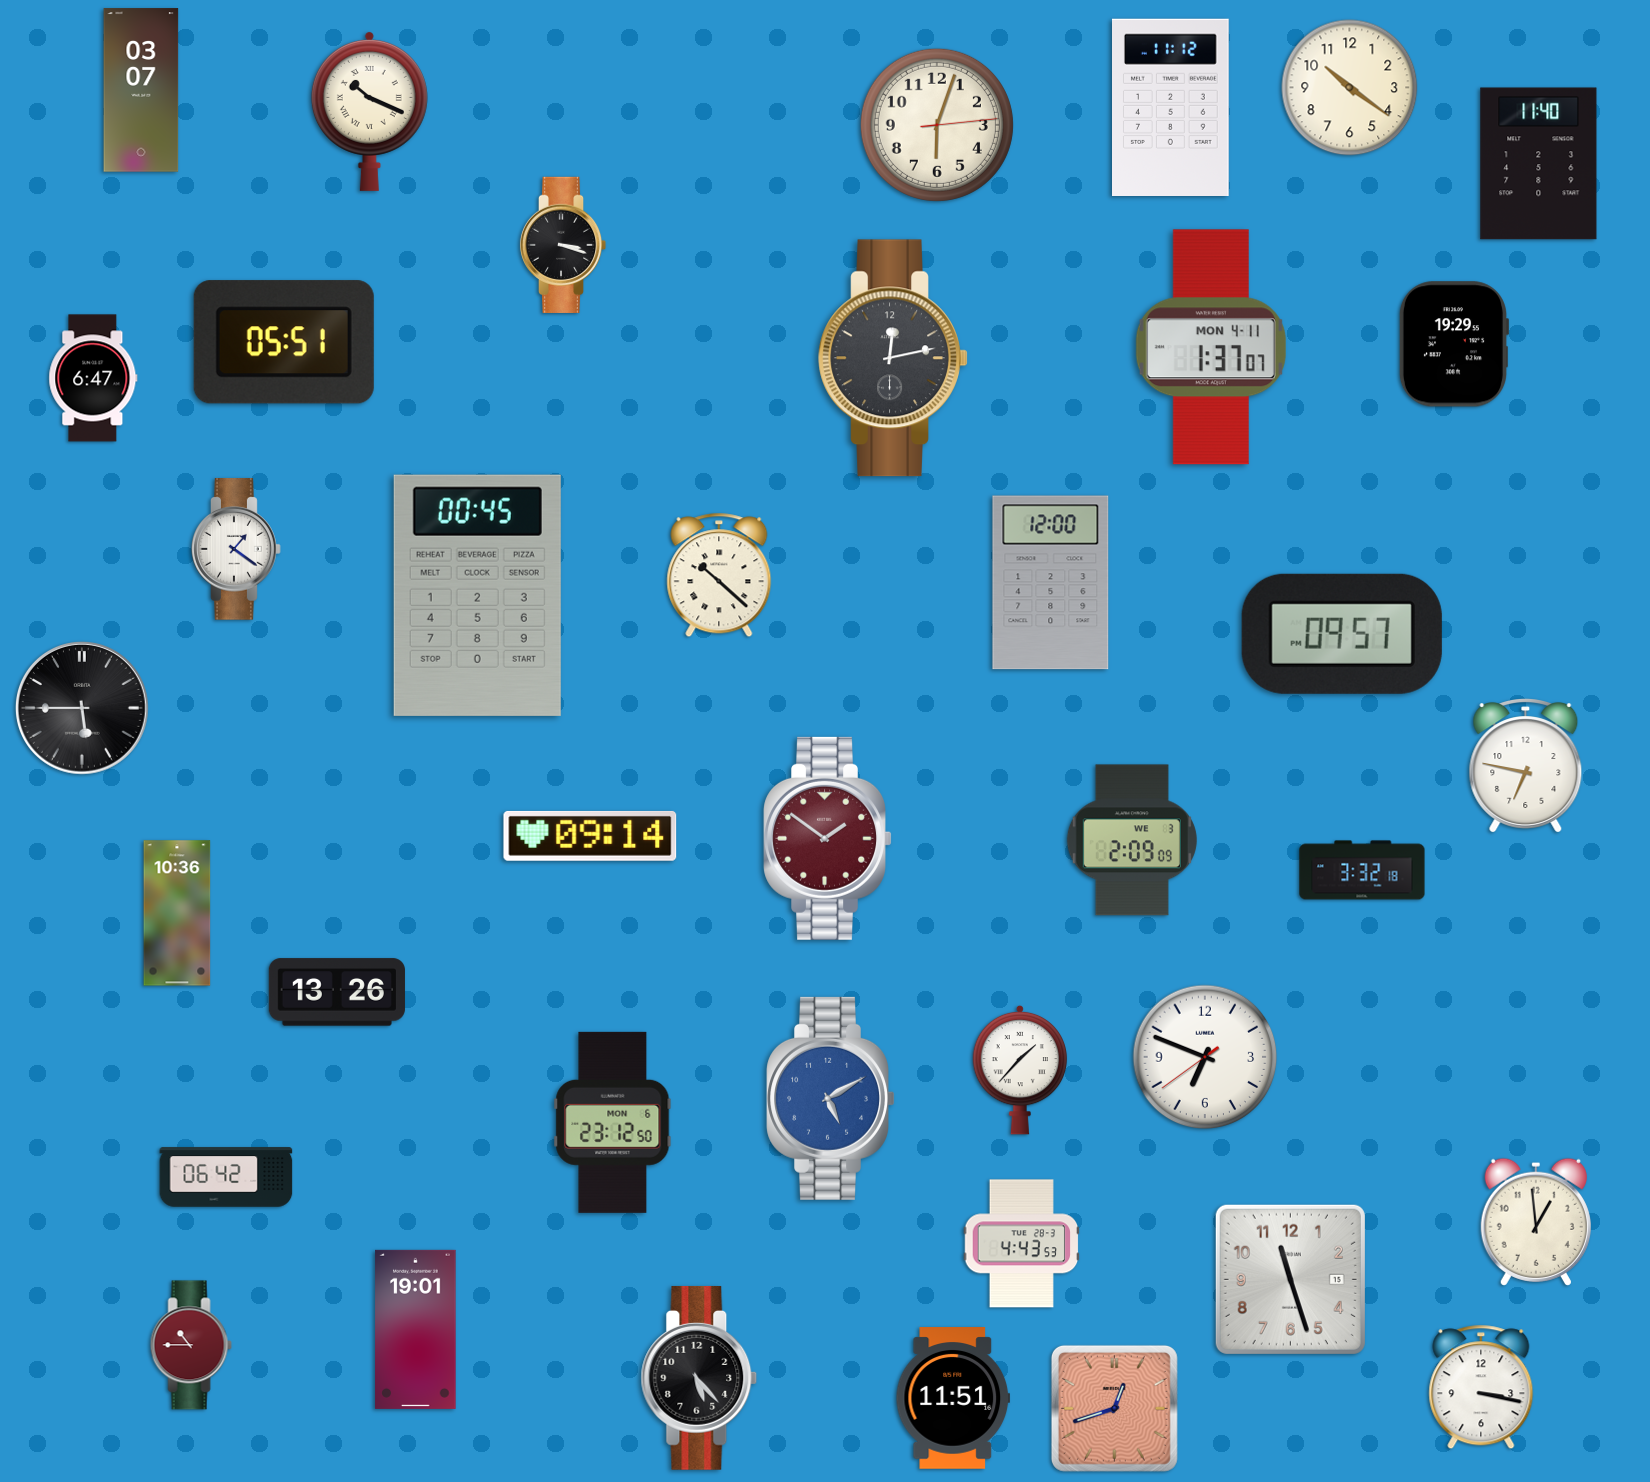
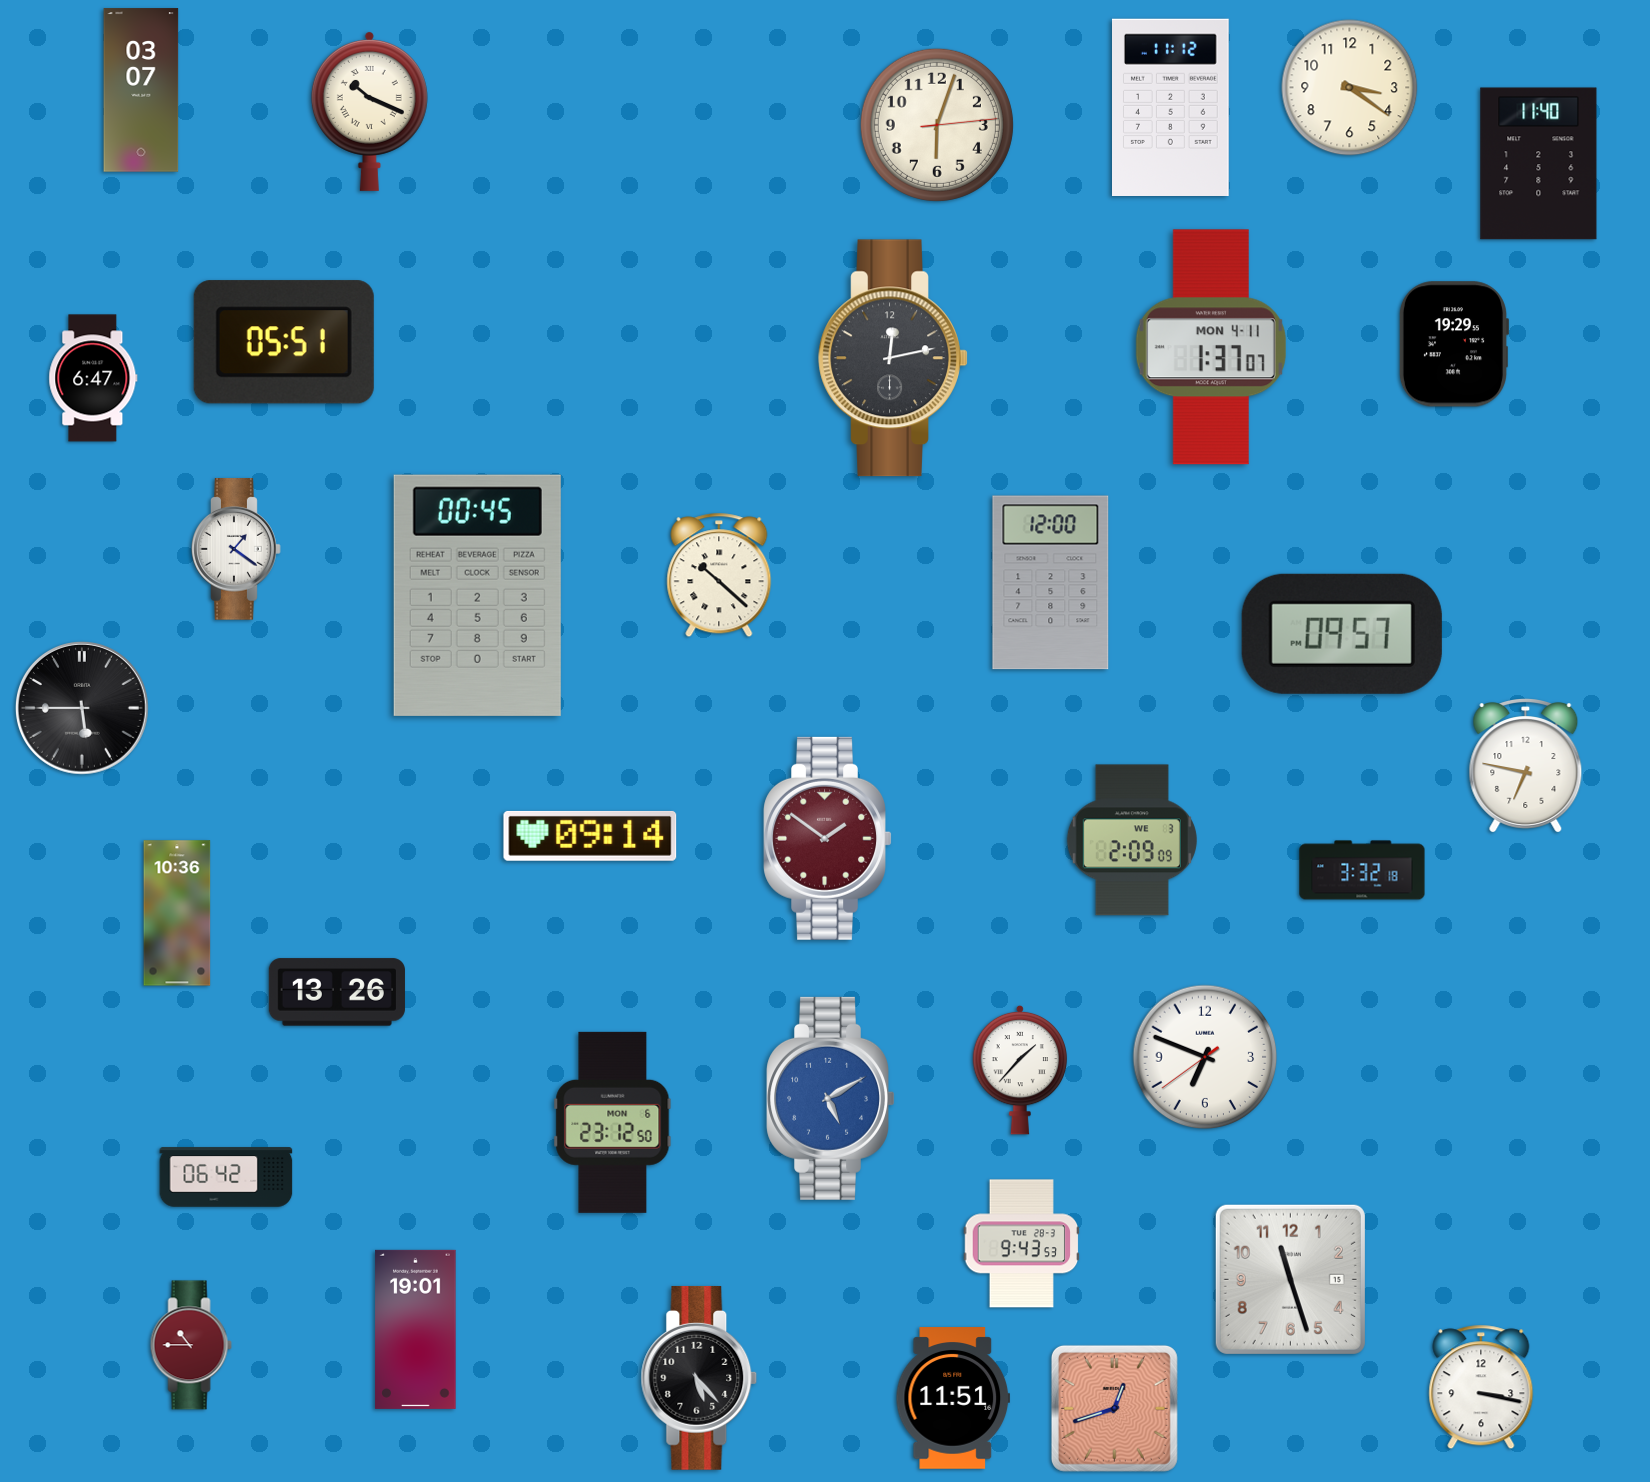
clock at (1350, 88): 10:21 -> 3:21
clock at (563, 245): 3:18 -> none
clock at (1536, 1222): 12:59 -> none
clock at (1022, 1244): 4:43 -> 9:43
